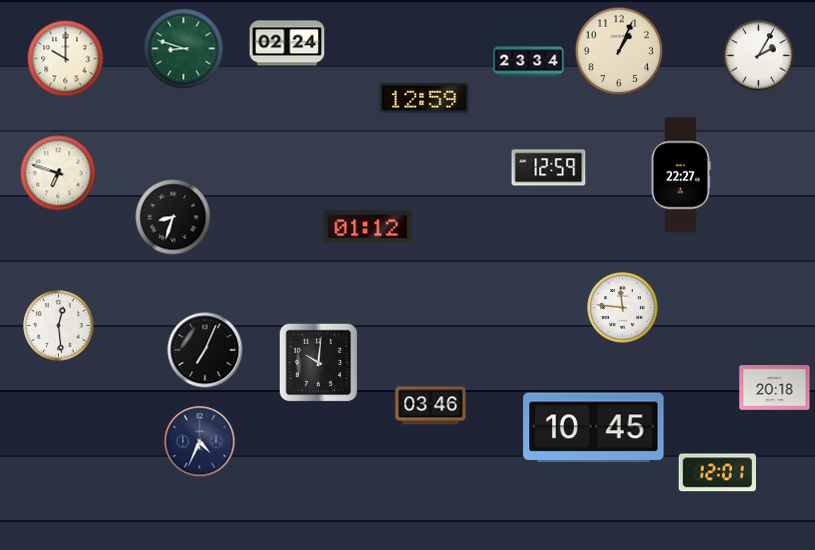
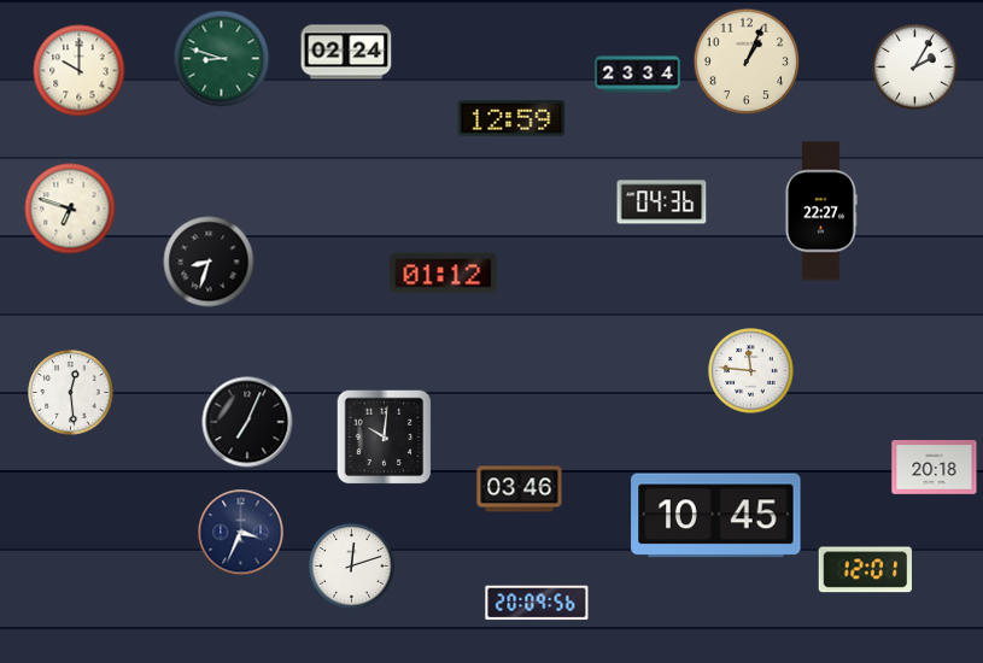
clock at (549, 168): 12:59 -> 04:36
clock at (200, 442): 4:34 -> 3:34
clock at (352, 567): none -> 12:12
clock at (537, 603): none -> 20:09
